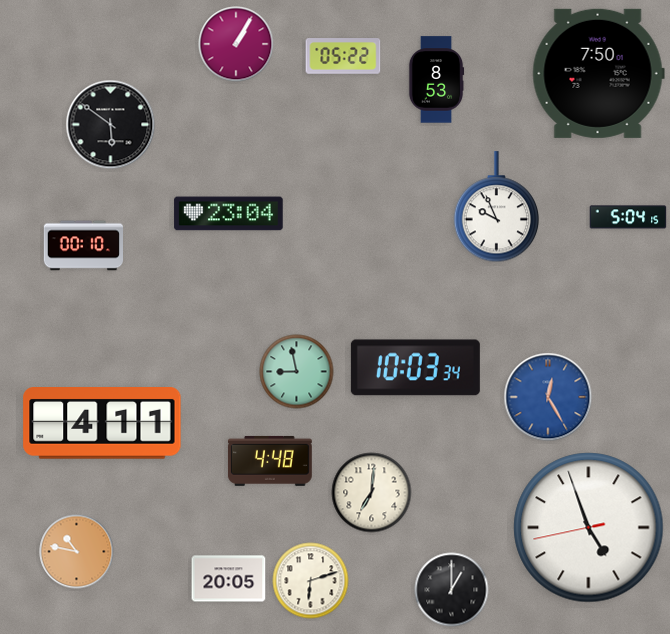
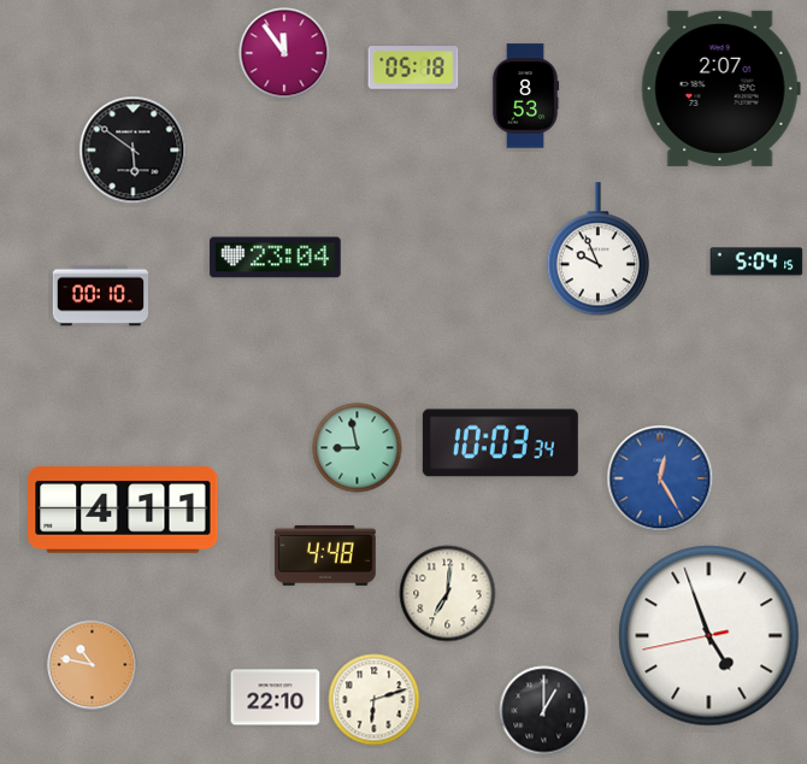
clock at (236, 44): 1:05 -> 11:54
clock at (343, 56): 05:22 -> 05:18
clock at (598, 73): 7:50 -> 2:07
clock at (229, 579): 20:05 -> 22:10
